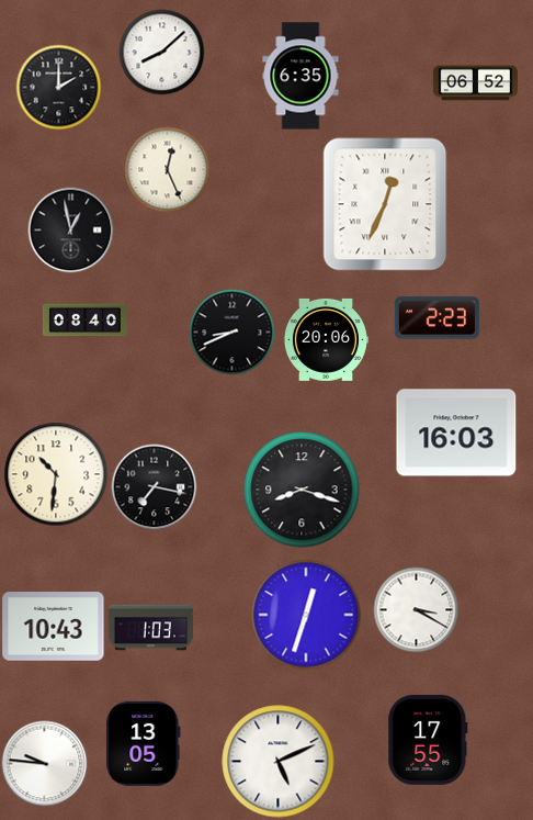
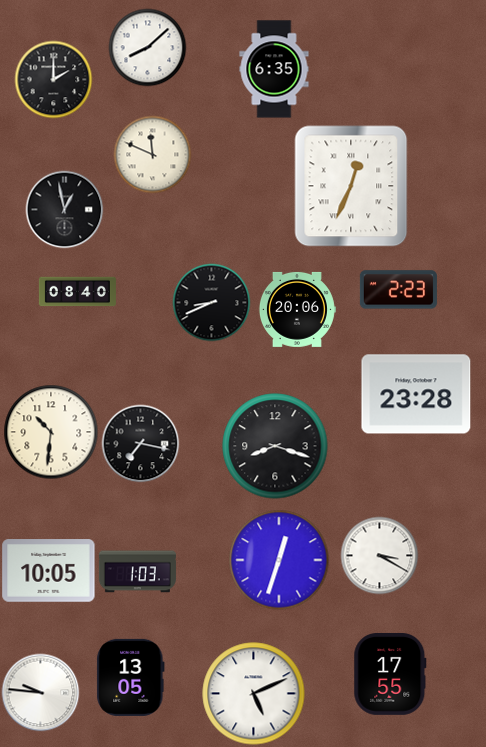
clock at (475, 83): 06:52 -> none
clock at (167, 169): 12:26 -> 11:49
clock at (456, 433): 16:03 -> 23:28
clock at (54, 627): 10:43 -> 10:05
clock at (44, 763) position: (44, 763) -> (40, 692)
